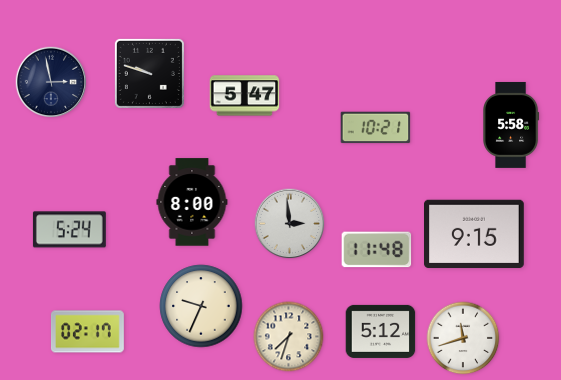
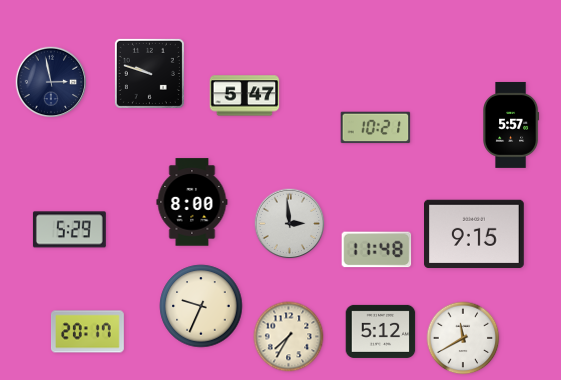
clock at (512, 125): 5:58 -> 5:57
clock at (69, 230): 5:24 -> 5:29
clock at (87, 332): 02:17 -> 20:17
clock at (289, 337): 7:33 -> 7:35
clock at (463, 338): 11:42 -> 11:40
